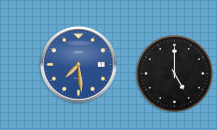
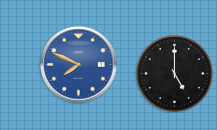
clock at (79, 65): 7:29 -> 7:49
